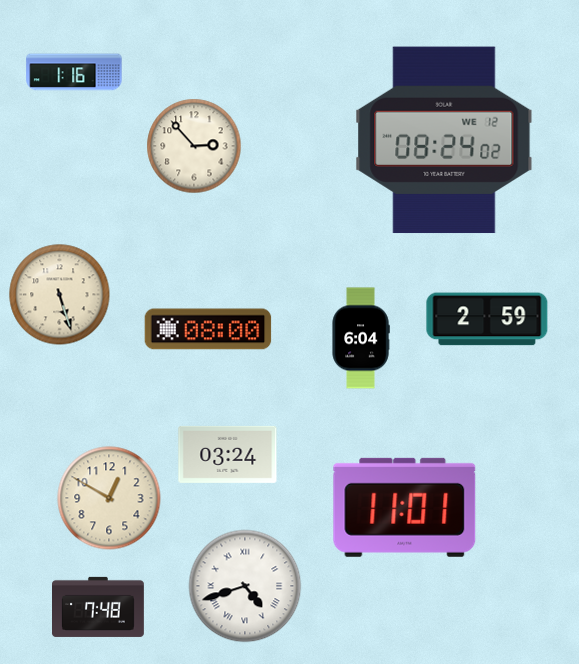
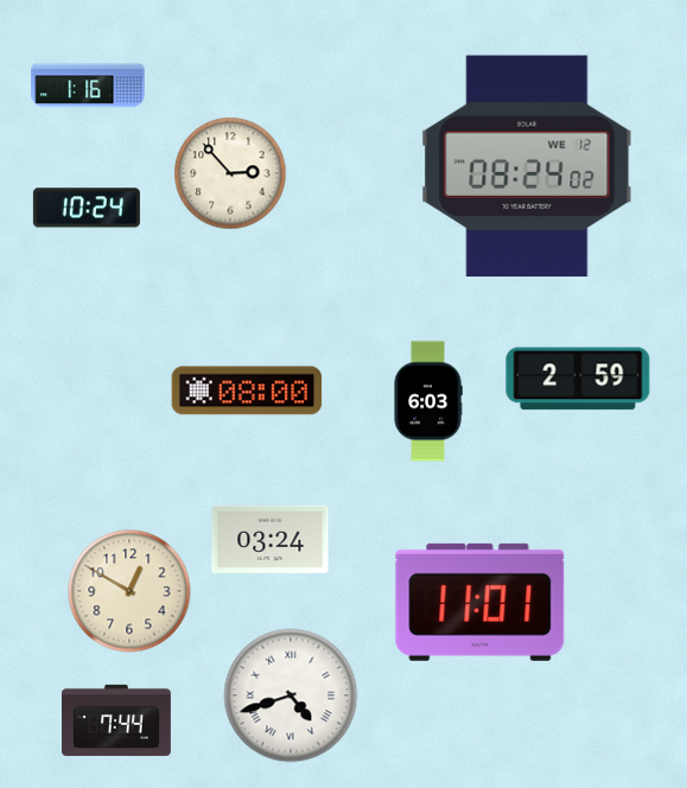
clock at (87, 208): none -> 10:24
clock at (60, 295): 5:27 -> none
clock at (361, 338): 6:04 -> 6:03
clock at (99, 607): 7:48 -> 7:44
